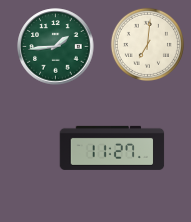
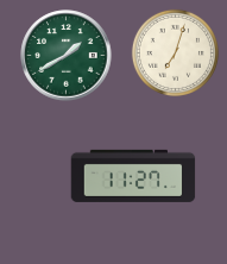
clock at (147, 44): 7:01 -> 7:03
clock at (56, 47): 1:44 -> 1:40
